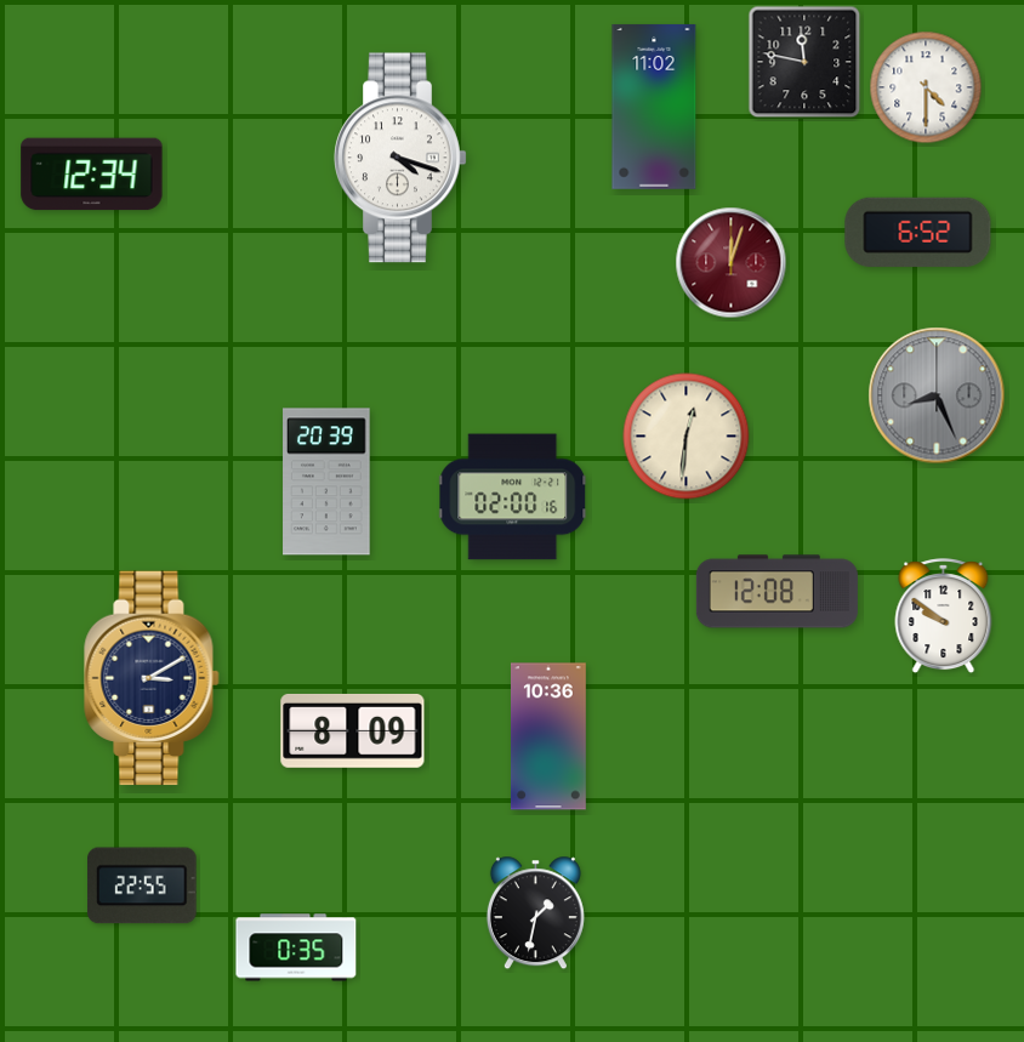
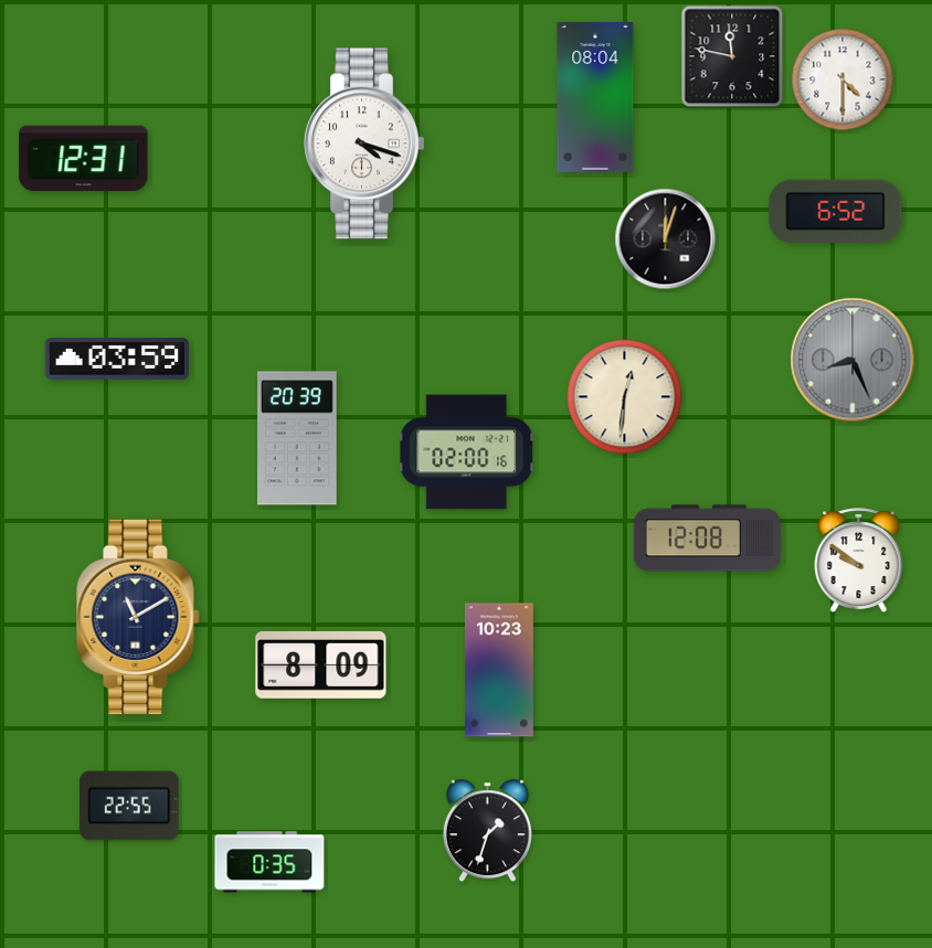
clock at (654, 107): 11:02 -> 08:04
clock at (92, 175): 12:34 -> 12:31
clock at (732, 263) dial: burgundy -> black
clock at (116, 360): none -> 03:59
clock at (152, 678): 3:10 -> 11:10
clock at (548, 736): 10:36 -> 10:23
clock at (535, 913): 1:32 -> 1:33
